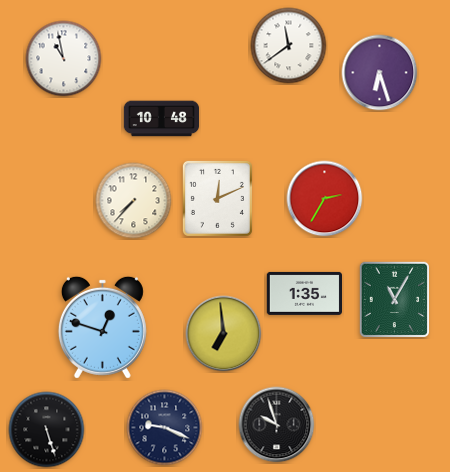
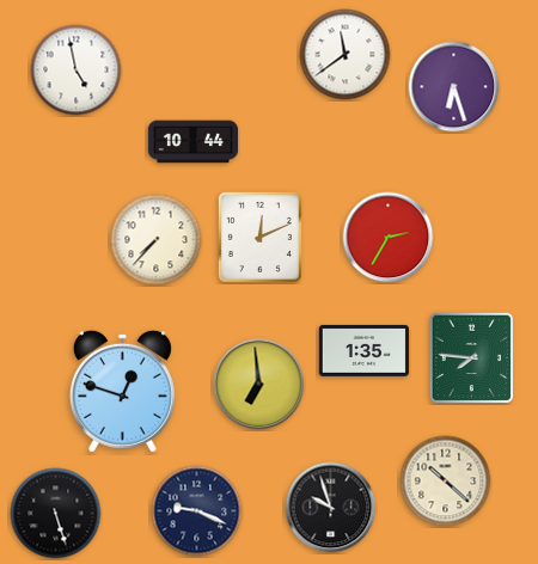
clock at (64, 59): 10:58 -> 4:58
clock at (162, 119): 10:48 -> 10:44
clock at (134, 201) position: (134, 201) -> (157, 240)
clock at (395, 300): 11:05 -> 7:46
clock at (224, 334) position: (224, 334) -> (259, 385)
clock at (446, 482): none -> 10:22
